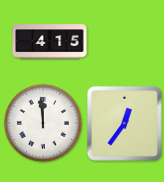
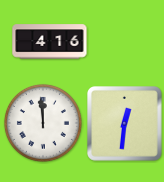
clock at (50, 42): 4:15 -> 4:16
clock at (125, 124): 12:36 -> 12:31
